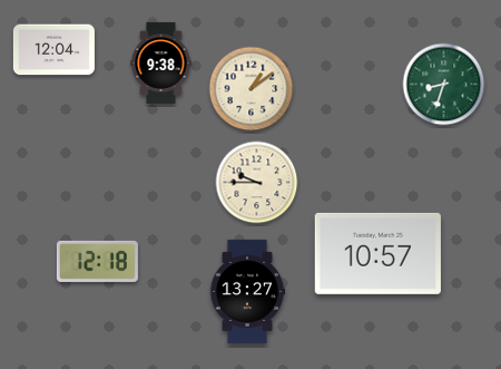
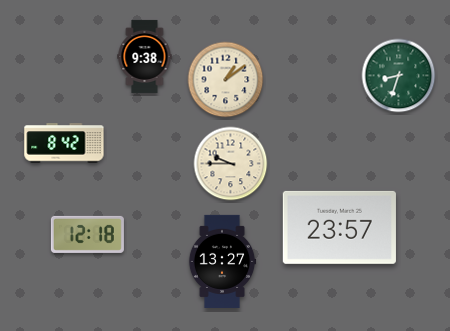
clock at (53, 50): 12:04 -> none
clock at (64, 143): none -> 8:42
clock at (377, 253): 10:57 -> 23:57
